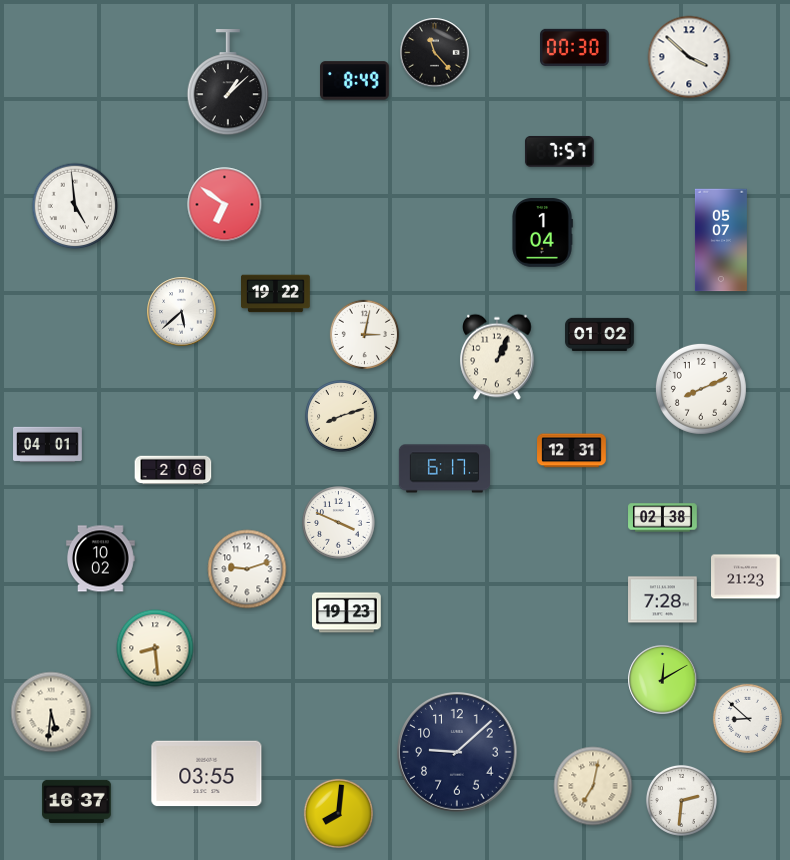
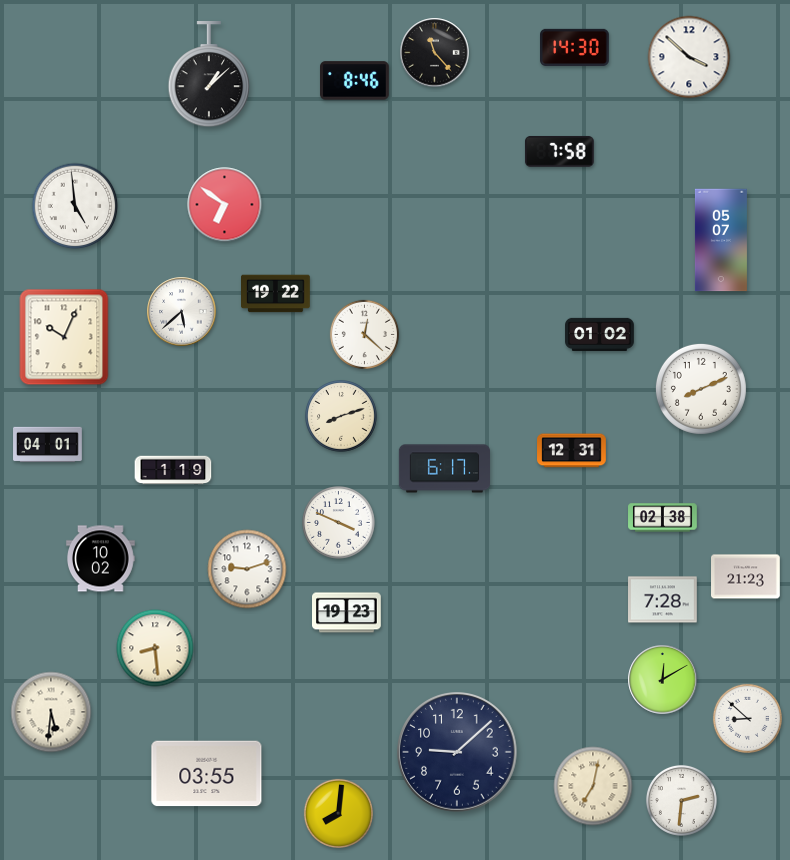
clock at (575, 47): 00:30 -> 14:30
clock at (355, 81): 8:49 -> 8:46
clock at (228, 83) position: (228, 83) -> (209, 75)
clock at (559, 151): 7:57 -> 7:58
clock at (542, 233): 1:04 -> none
clock at (364, 334): 3:02 -> 12:22
clock at (64, 337): none -> 10:04
clock at (497, 357): 1:04 -> none
clock at (173, 470): 2:06 -> 1:19
clock at (77, 801): 16:37 -> none
